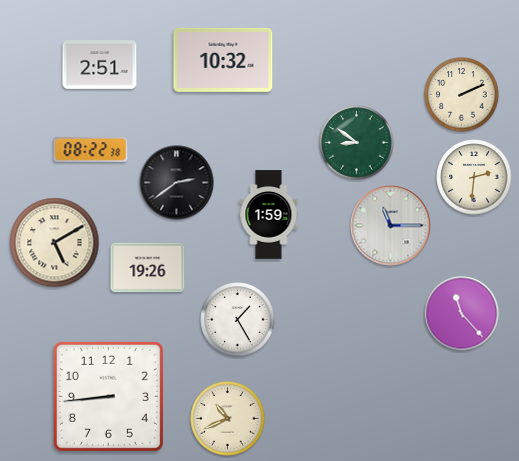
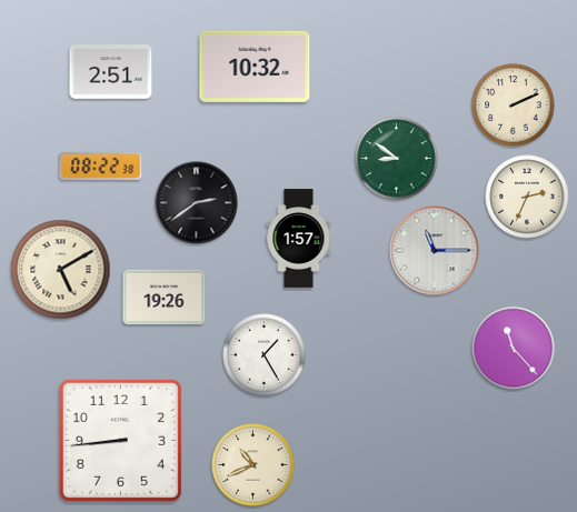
clock at (223, 60) position: (223, 60) -> (255, 67)
clock at (474, 177): 2:31 -> 2:34
clock at (269, 215): 1:59 -> 1:57
